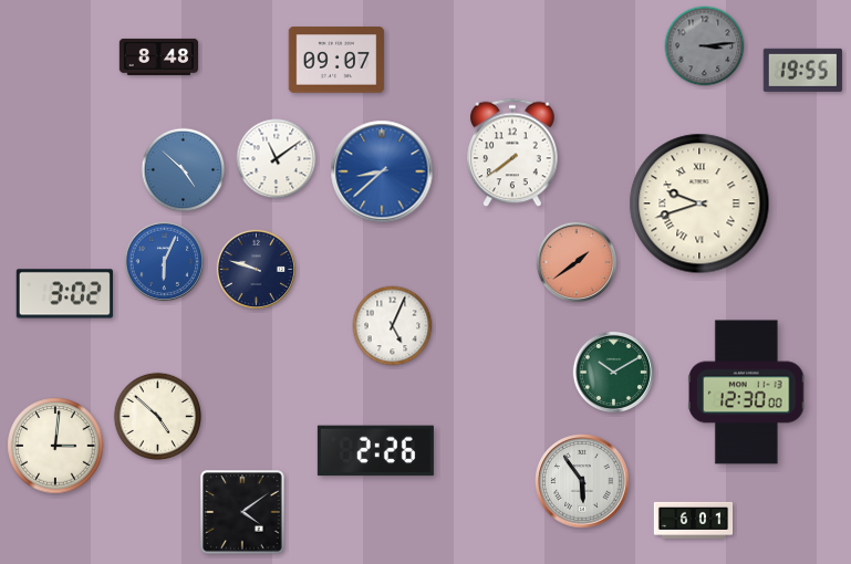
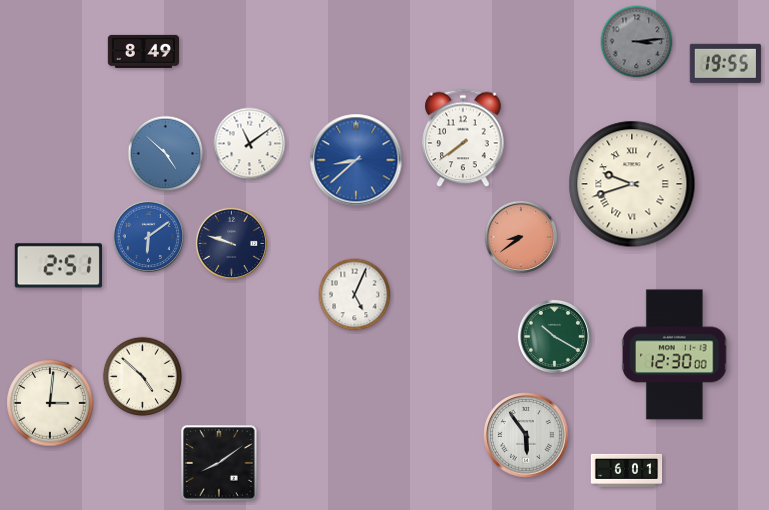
clock at (158, 56): 8:48 -> 8:49
clock at (336, 60): 09:07 -> none
clock at (382, 171) position: (382, 171) -> (356, 160)
clock at (575, 261): 1:39 -> 8:39
clock at (165, 262): 6:04 -> 6:09
clock at (64, 294): 3:02 -> 2:51
clock at (613, 372): 10:10 -> 10:20
clock at (375, 451): 2:26 -> none
clock at (242, 512): 4:09 -> 8:09
